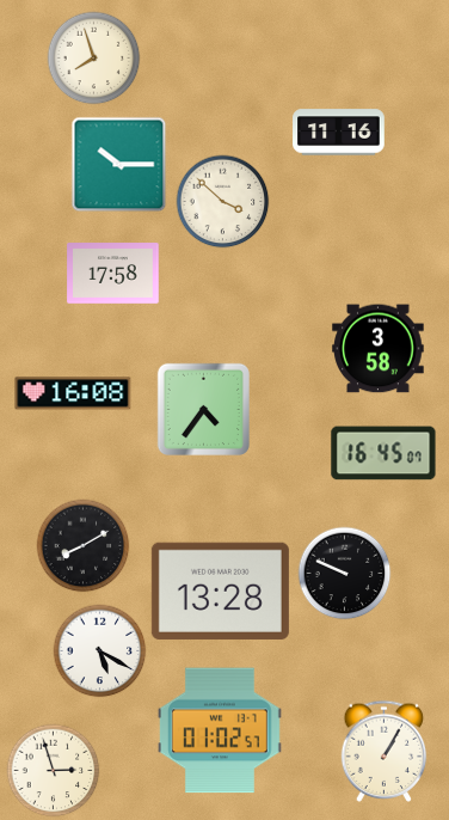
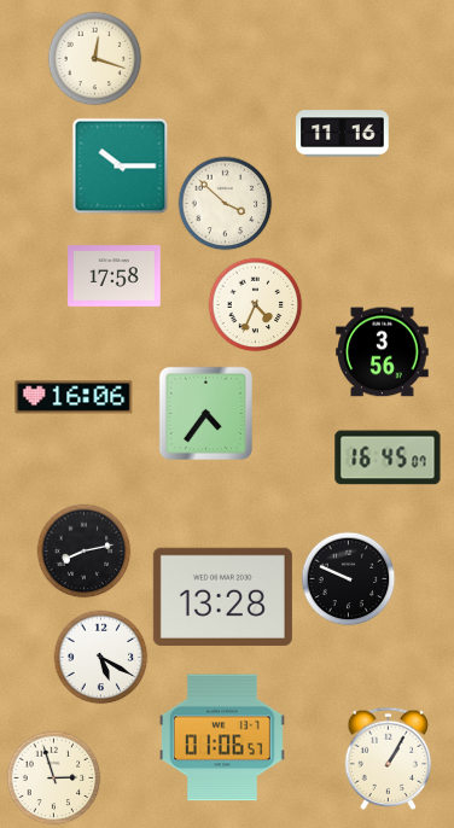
clock at (93, 57): 7:57 -> 12:18
clock at (255, 304): none -> 4:34
clock at (379, 349): 3:58 -> 3:56
clock at (73, 393): 16:08 -> 16:06
clock at (82, 545): 8:10 -> 8:13
clock at (220, 730): 01:02 -> 01:06
